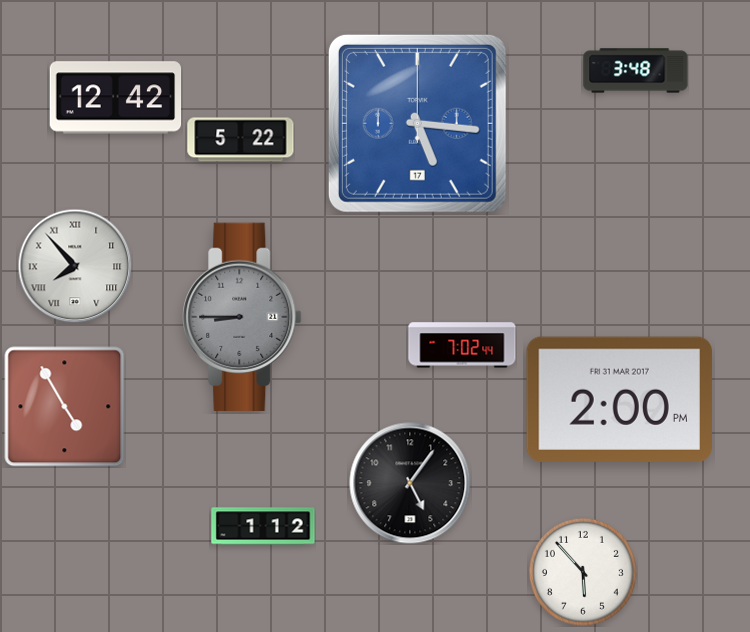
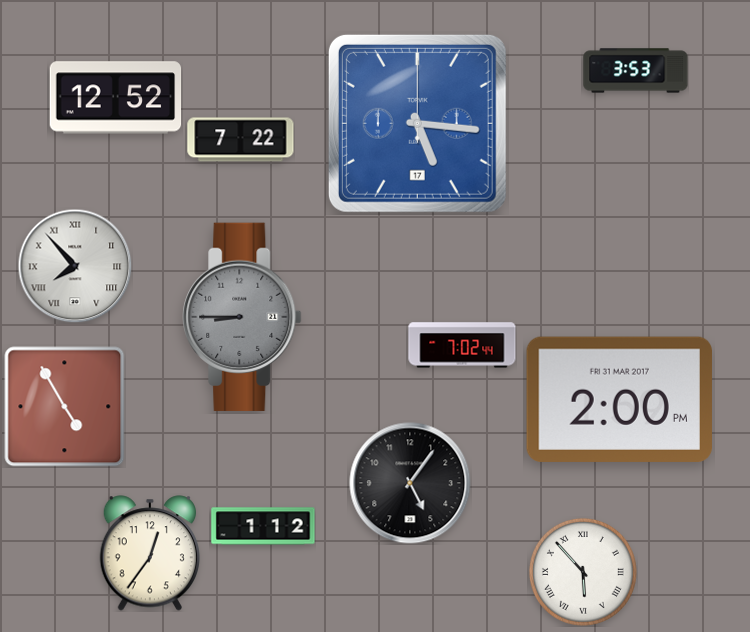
clock at (636, 71): 3:48 -> 3:53
clock at (116, 98): 12:42 -> 12:52
clock at (241, 140): 5:22 -> 7:22
clock at (150, 553): none -> 12:36
clock at (583, 572) numerals: Arabic -> Roman
